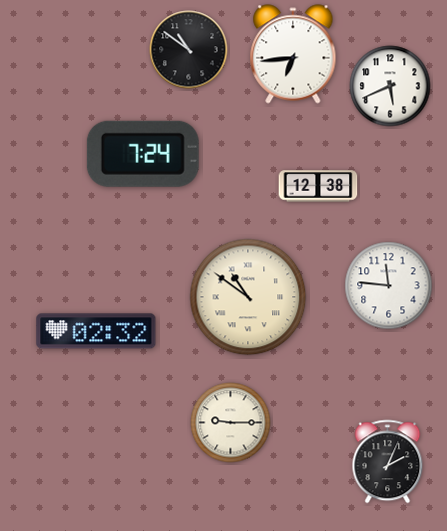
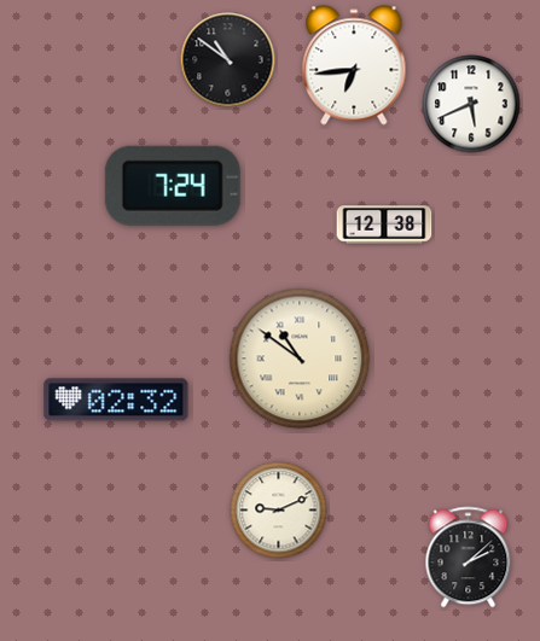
clock at (389, 286): 11:46 -> none
clock at (231, 423): 9:15 -> 9:11
clock at (388, 462): 2:04 -> 2:08
